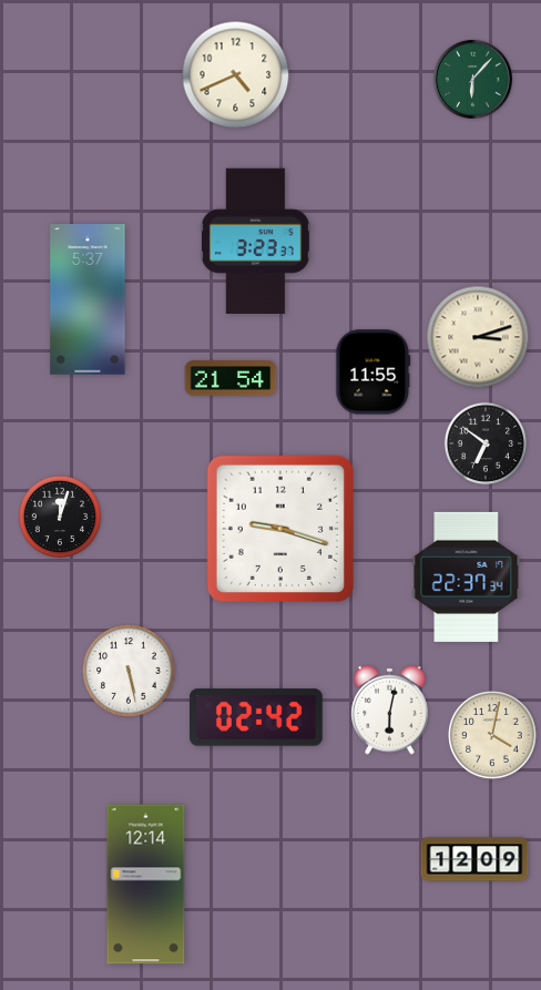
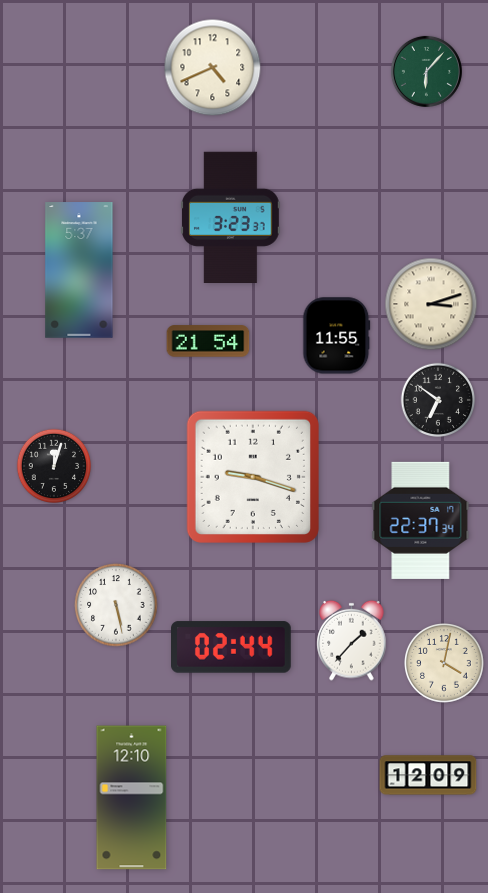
clock at (390, 710): 6:02 -> 1:37
clock at (257, 717): 02:42 -> 02:44
clock at (146, 885): 12:14 -> 12:10
